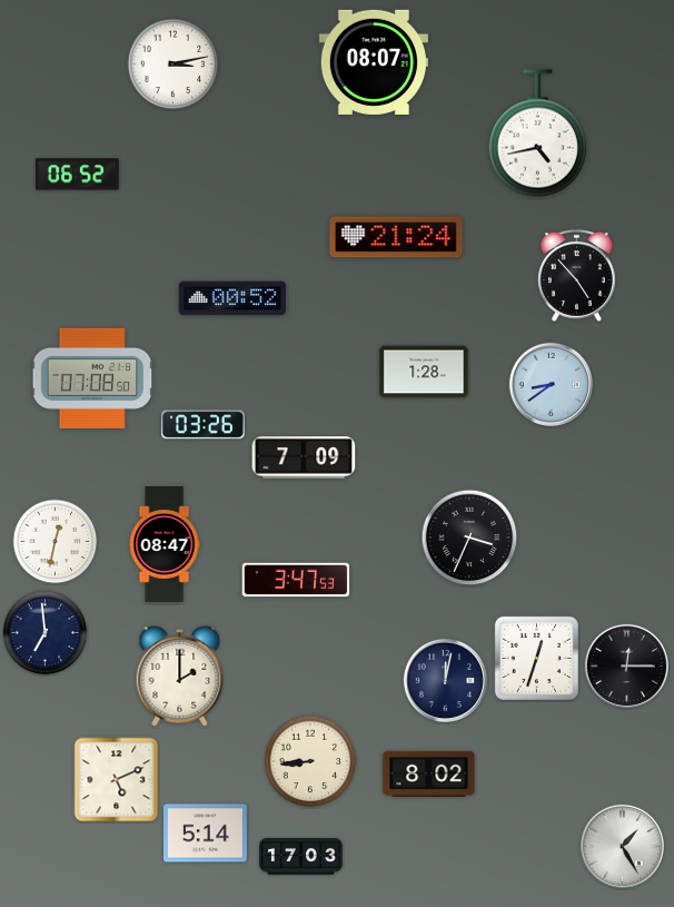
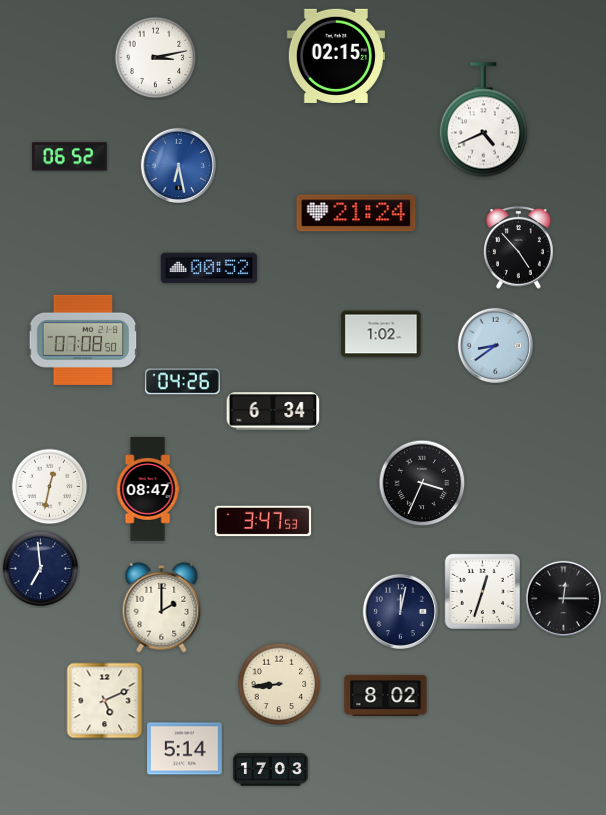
clock at (374, 62): 08:07 -> 02:15
clock at (537, 134): 4:43 -> 4:41
clock at (178, 165): none -> 6:28
clock at (424, 372): 1:28 -> 1:02
clock at (202, 425): 03:26 -> 04:26
clock at (304, 457): 7:09 -> 6:34
clock at (296, 580) position: (296, 580) -> (263, 521)
clock at (622, 846): 1:25 -> none
